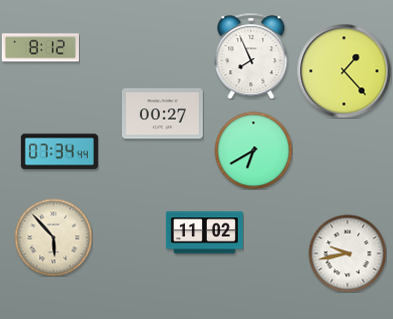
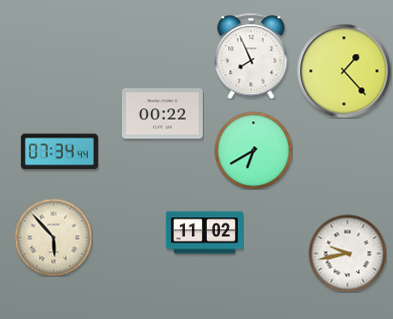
clock at (40, 48): 8:12 -> none
clock at (162, 114): 00:27 -> 00:22
